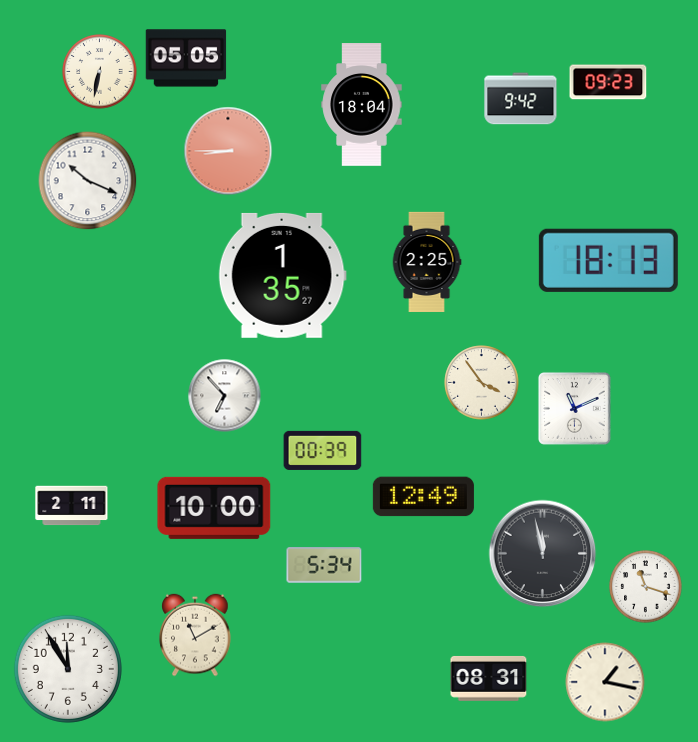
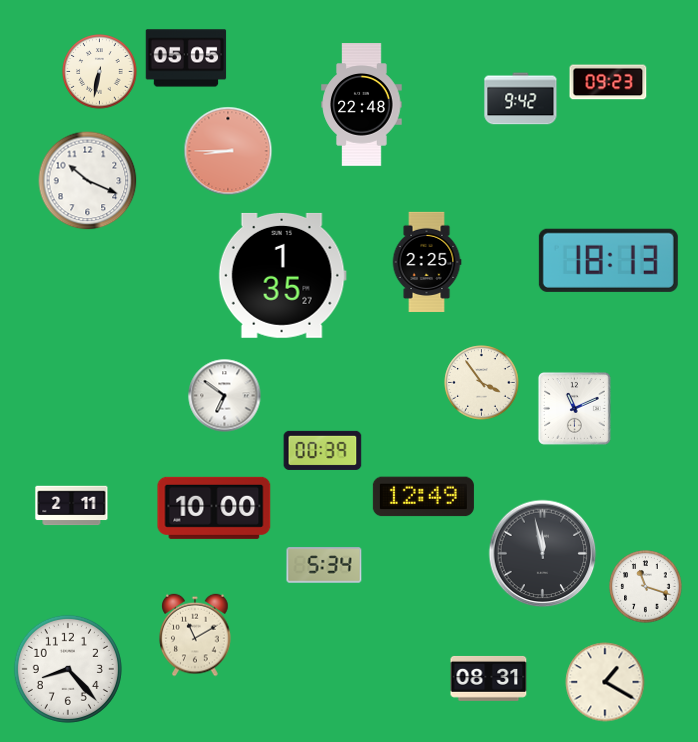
clock at (362, 105): 18:04 -> 22:48
clock at (225, 396): 6:53 -> 6:51
clock at (68, 669): 11:55 -> 8:23
clock at (605, 682): 1:17 -> 1:20
